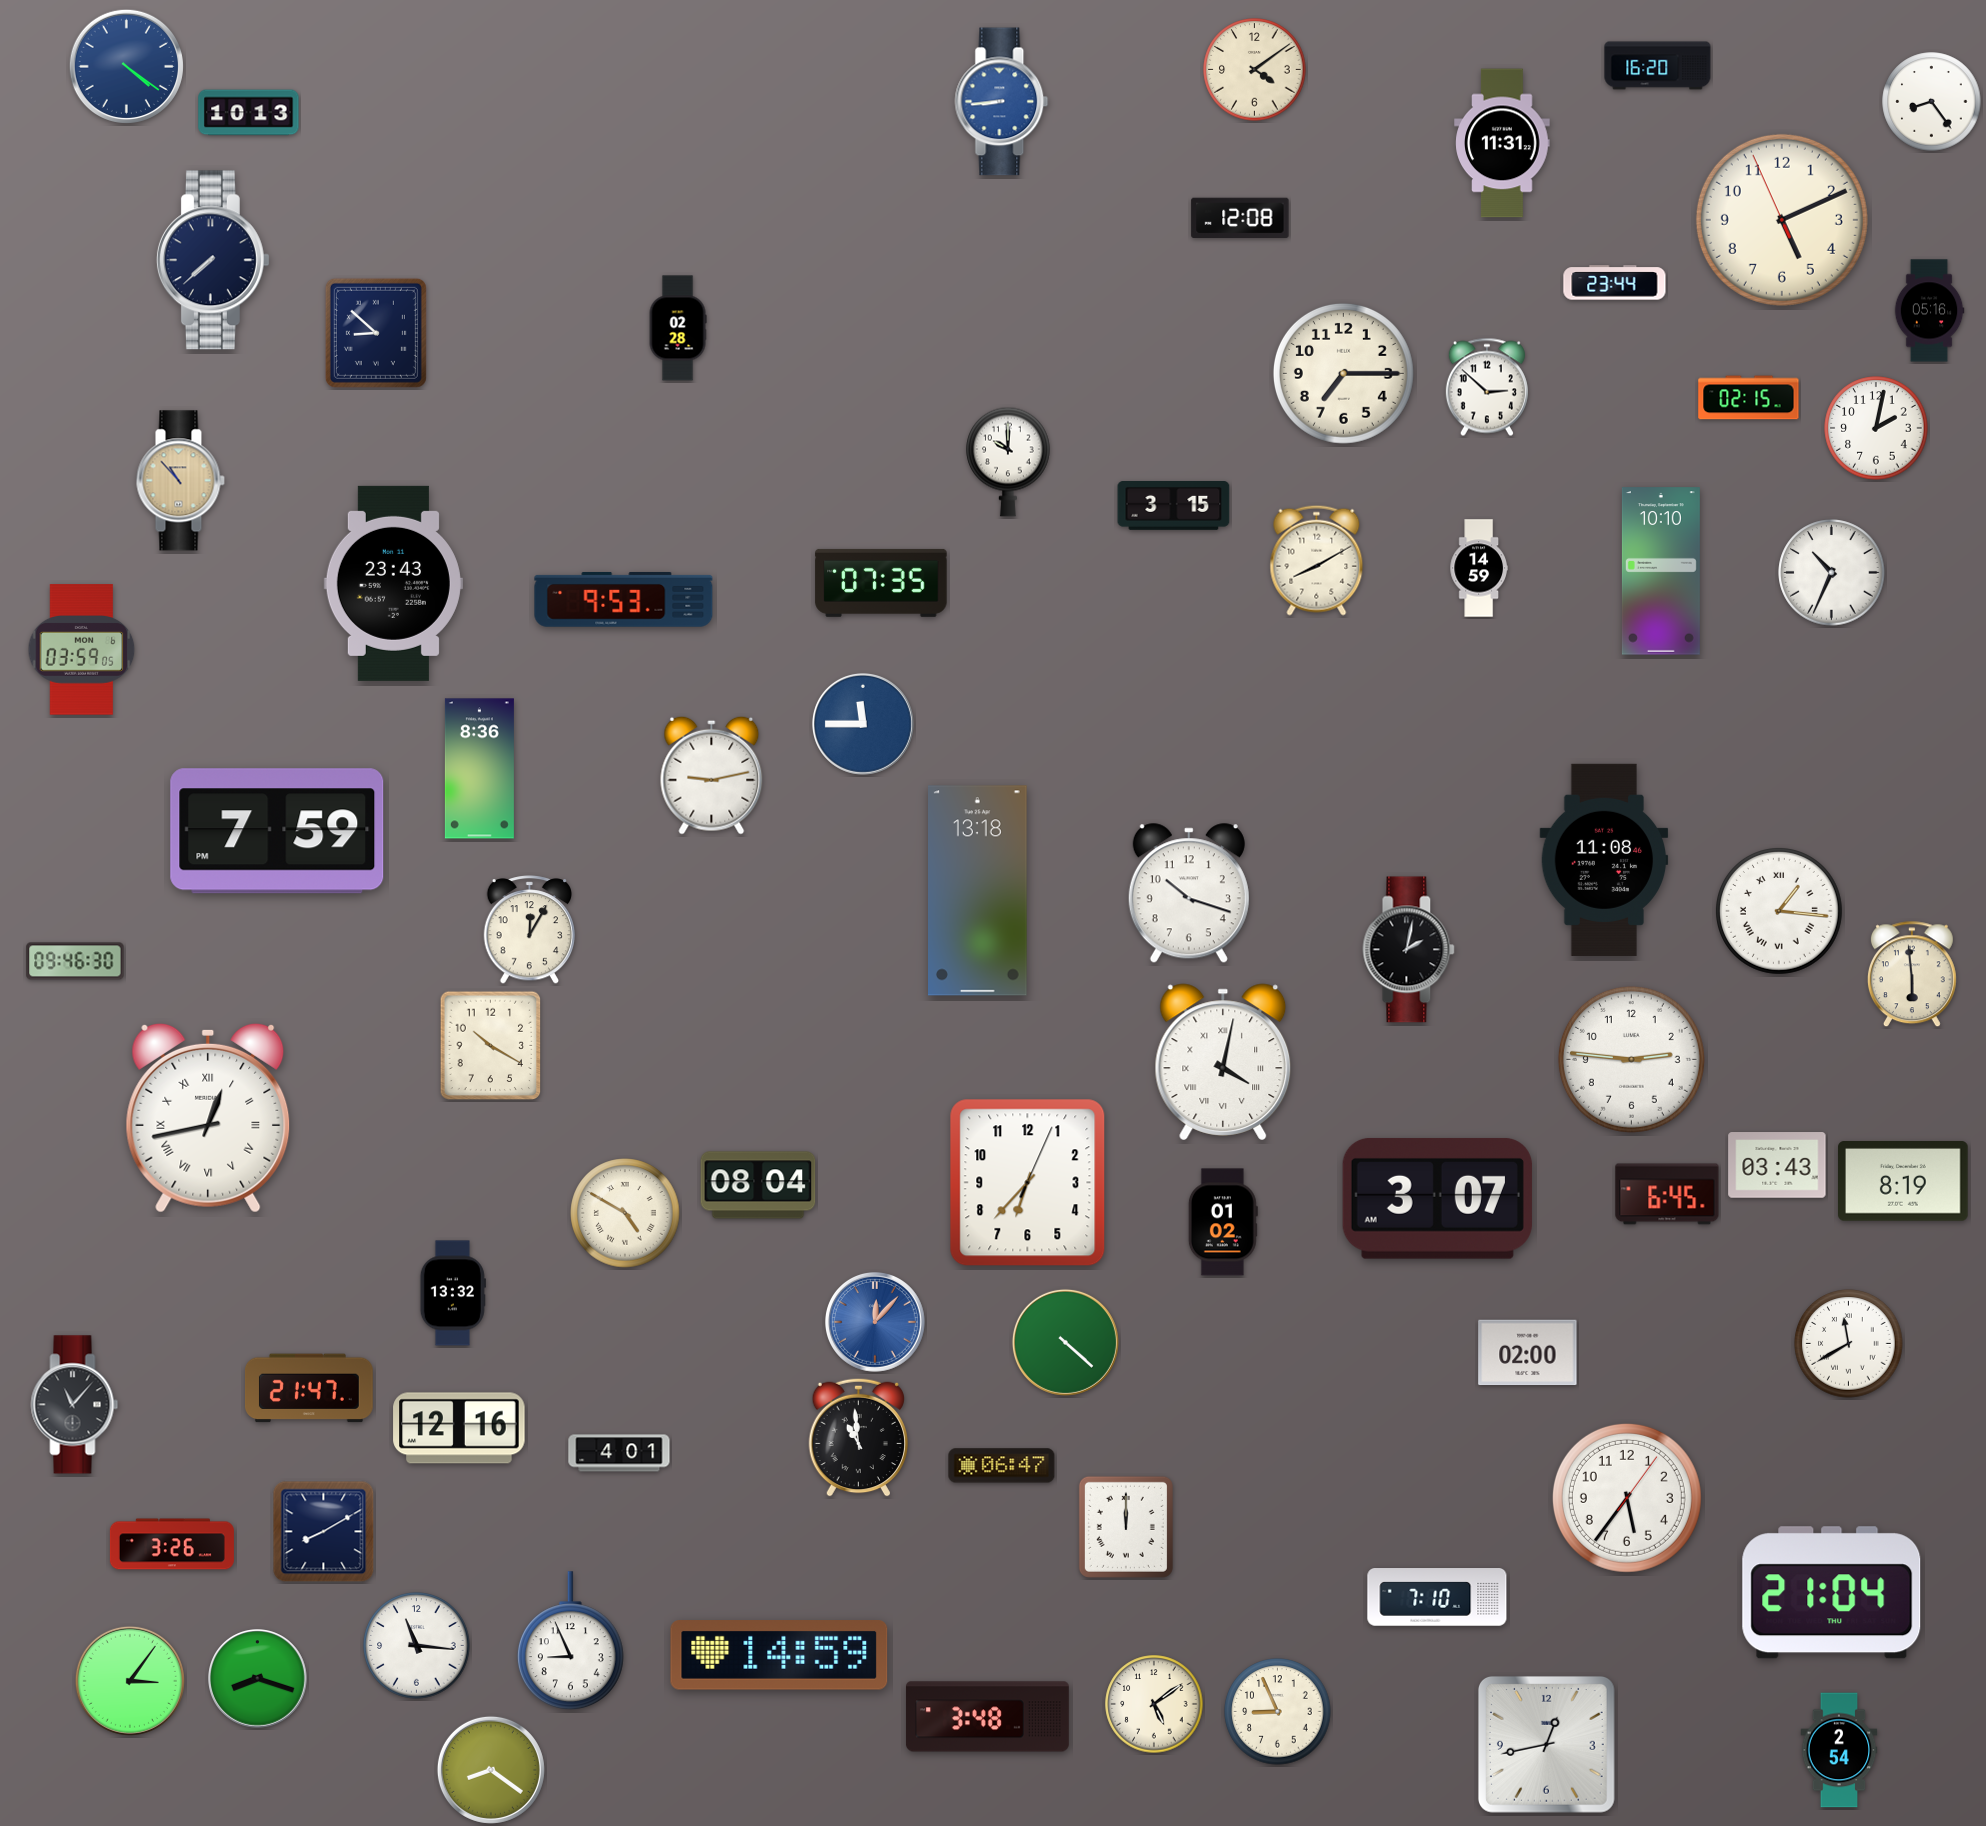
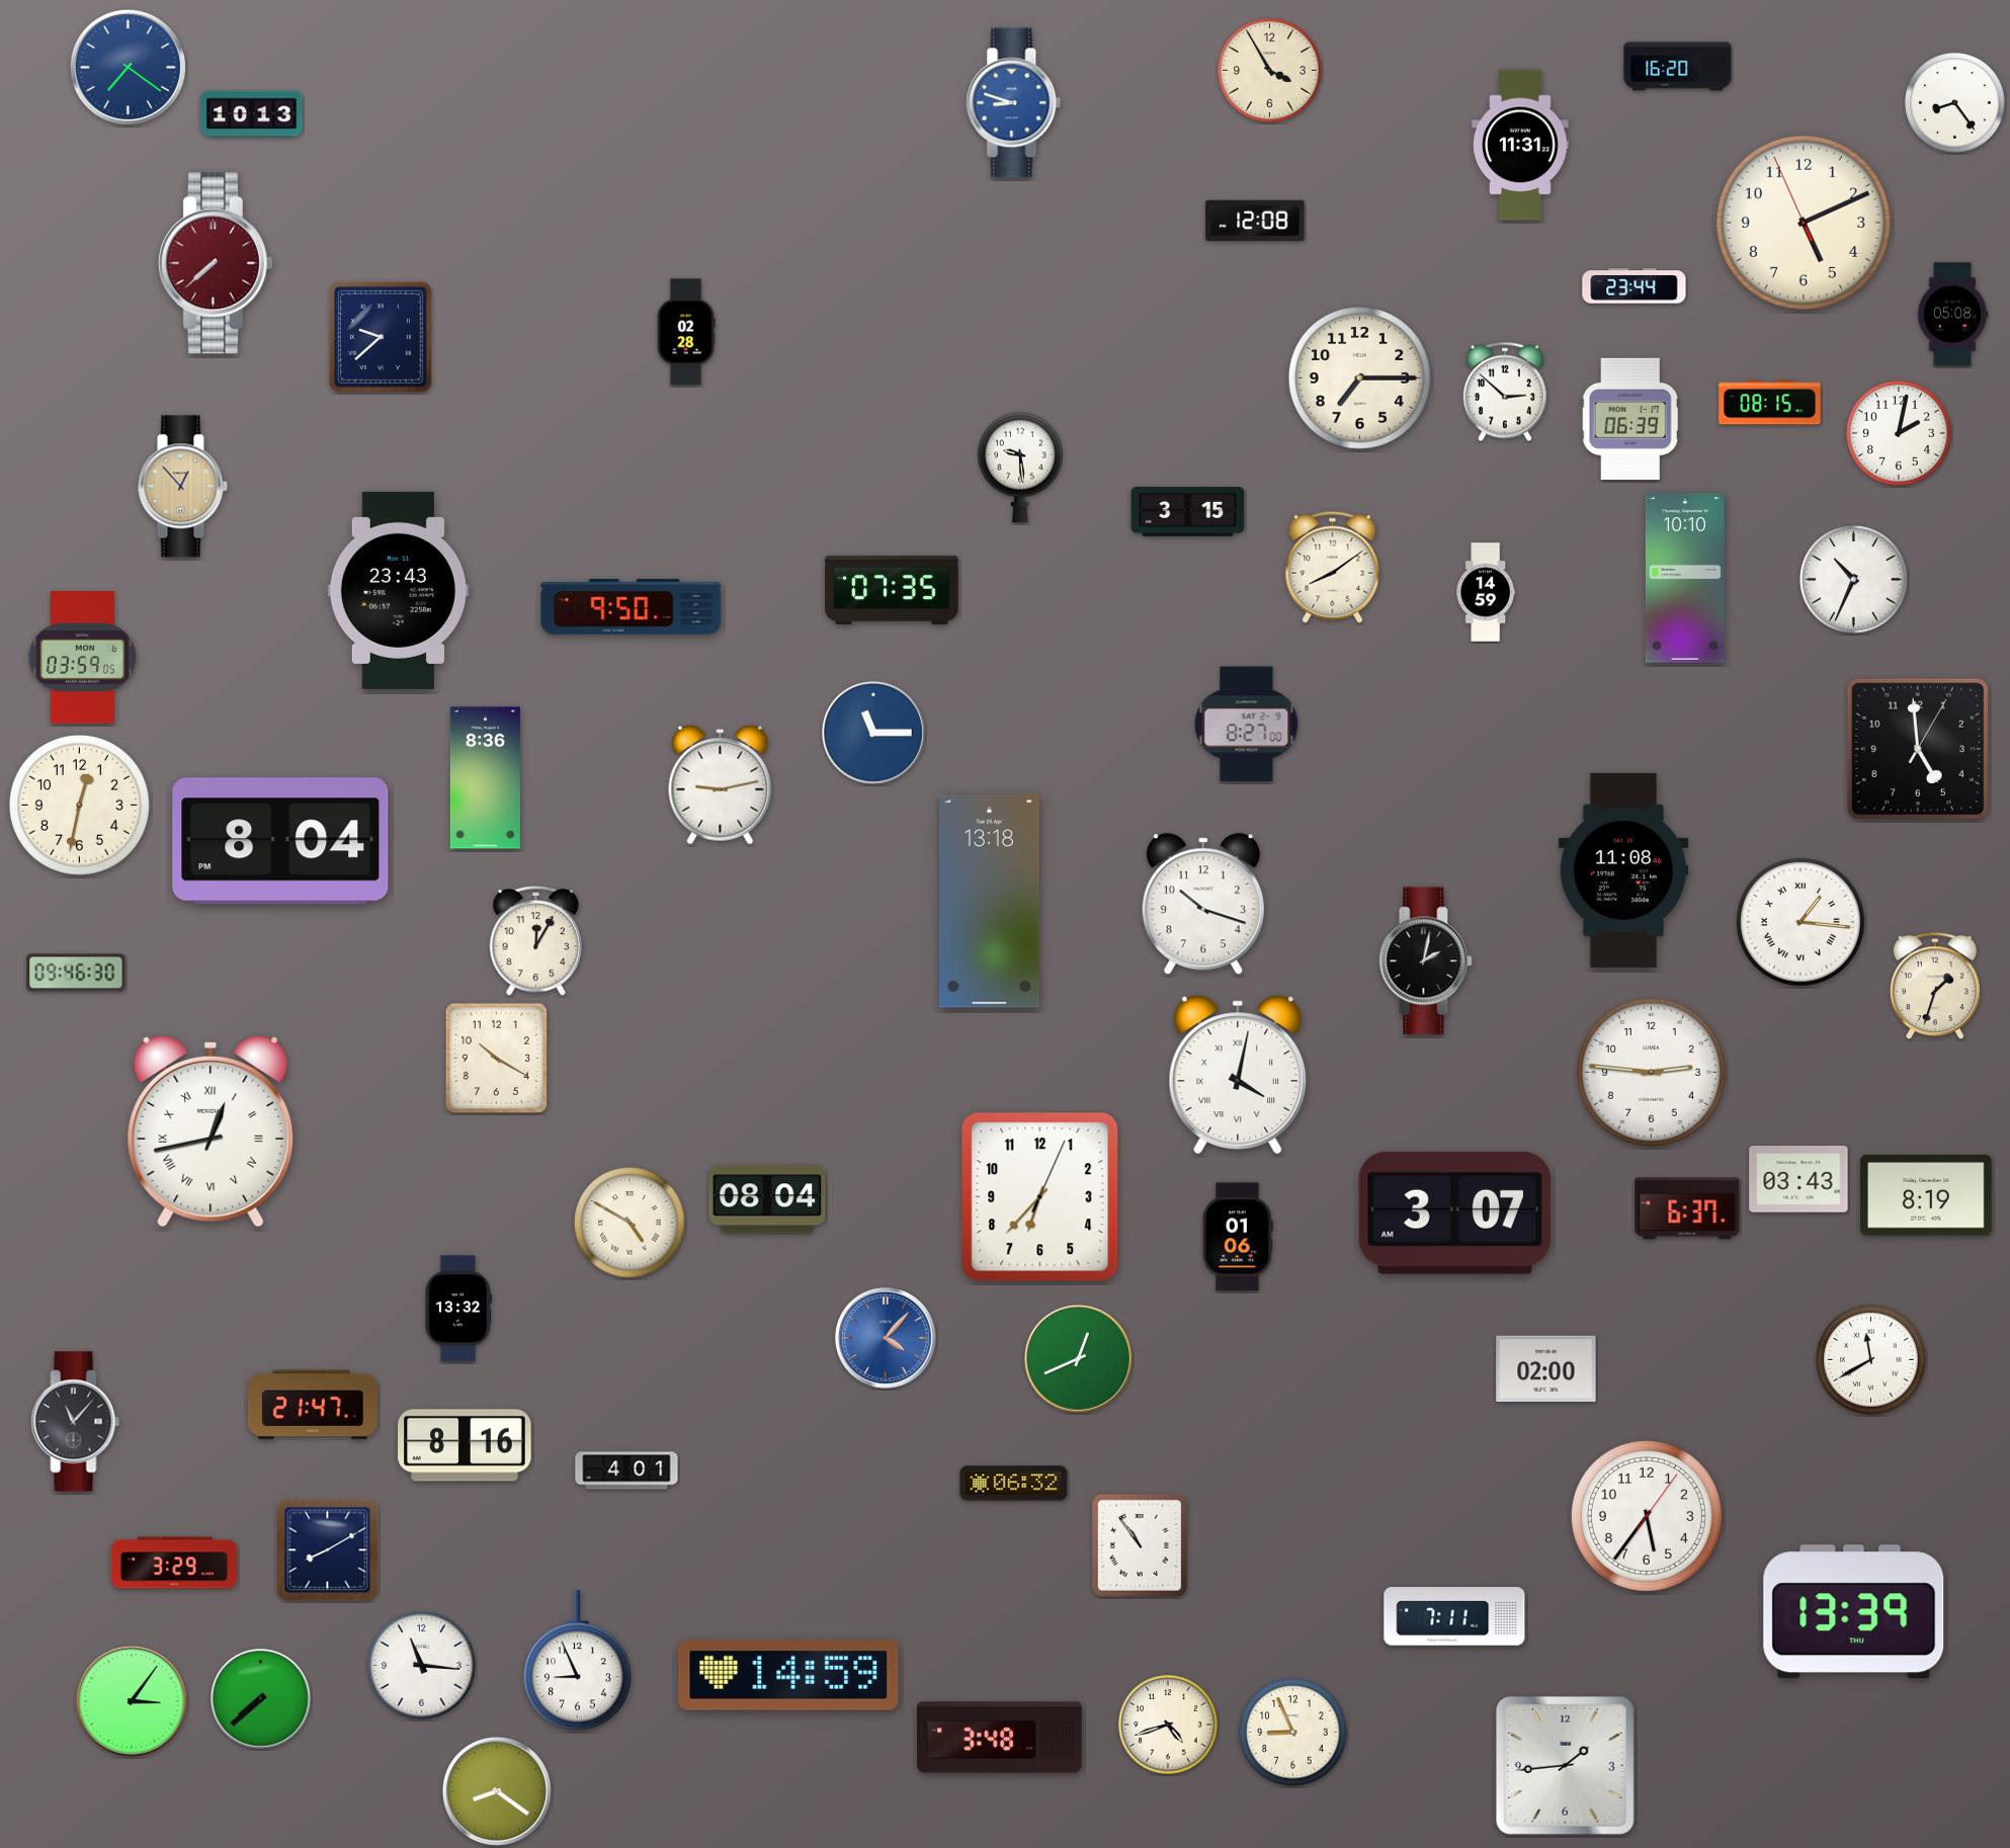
clock at (126, 66): 4:21 -> 7:21
clock at (1255, 70): 4:09 -> 3:55
clock at (1002, 102): 8:44 -> 8:48
clock at (213, 260) dial: navy -> burgundy
clock at (1929, 311): 05:16 -> 05:08
clock at (376, 333): 8:52 -> 9:38
clock at (1749, 398): 02:15 -> 08:15
clock at (1630, 419): none -> 06:39
clock at (1008, 462): 10:00 -> 9:29
clock at (180, 481): 10:53 -> 12:53
clock at (1317, 560): 8:10 -> 8:09
clock at (1479, 568) position: (1479, 568) -> (1486, 592)
clock at (1661, 571) position: (1661, 571) -> (1685, 578)
clock at (624, 600): 9:53 -> 9:50
clock at (1247, 725): none -> 8:27
clock at (863, 724): 11:45 -> 11:15
clock at (1917, 748): none -> 4:59
clock at (79, 805): none -> 12:32
clock at (277, 831): 7:59 -> 8:04
clock at (1912, 975): 5:59 -> 1:33
clock at (1667, 1194): 6:45 -> 6:37
clock at (625, 1213) position: (625, 1213) -> (630, 1223)
clock at (1223, 1222): 01:02 -> 01:06
clock at (876, 1323): 12:07 -> 4:07
clock at (1065, 1342): 4:22 -> 12:41
clock at (459, 1428): 12:16 -> 8:16
clock at (859, 1437): 10:59 -> none
clock at (1002, 1466): 06:47 -> 06:32
clock at (1126, 1527): 12:00 -> 10:54
clock at (172, 1544): 3:26 -> 3:29
clock at (1832, 1593): 21:04 -> 13:39
clock at (1437, 1597): 7:10 -> 7:11
clock at (258, 1679): 8:18 -> 7:38
clock at (1154, 1704): 5:09 -> 4:42
clock at (1546, 1744): 12:43 -> 1:44
clock at (1839, 1750): 2:54 -> none
